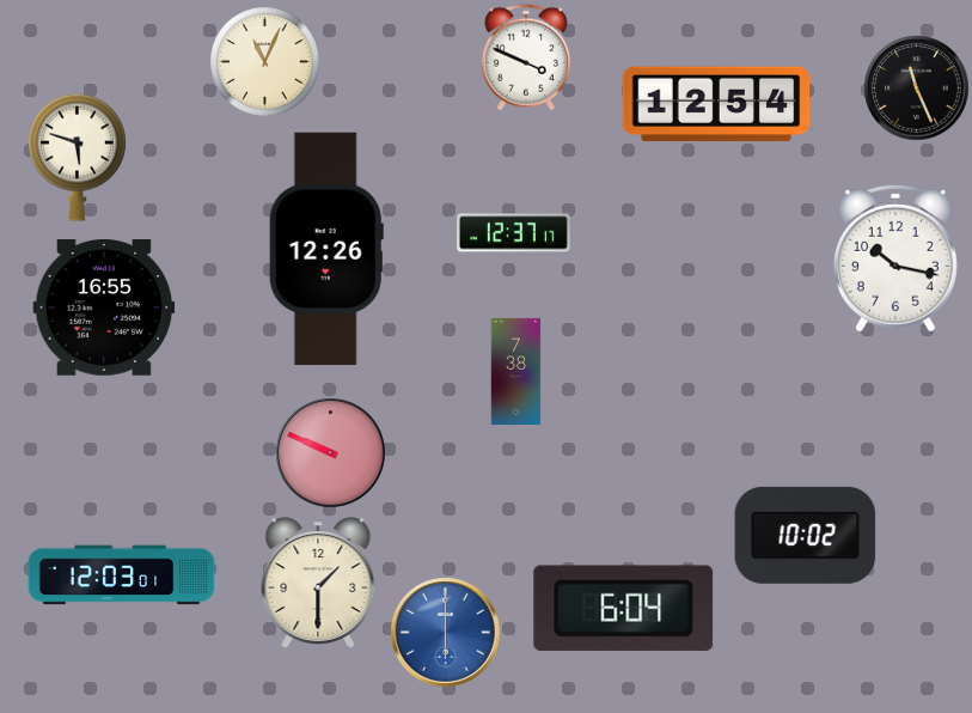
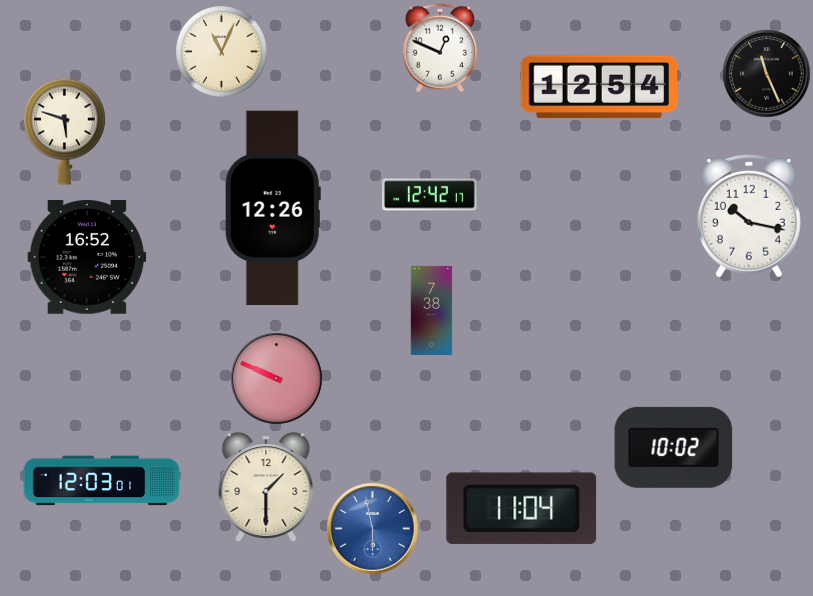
clock at (525, 57): 3:49 -> 12:49
clock at (514, 233): 12:37 -> 12:42
clock at (104, 307): 16:55 -> 16:52
clock at (624, 608): 6:04 -> 11:04
clock at (446, 633): 6:00 -> 5:58
